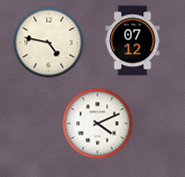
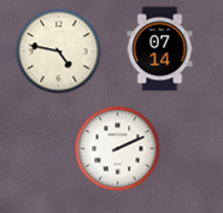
clock at (133, 41): 07:12 -> 07:14
clock at (98, 124): 4:11 -> 2:11
